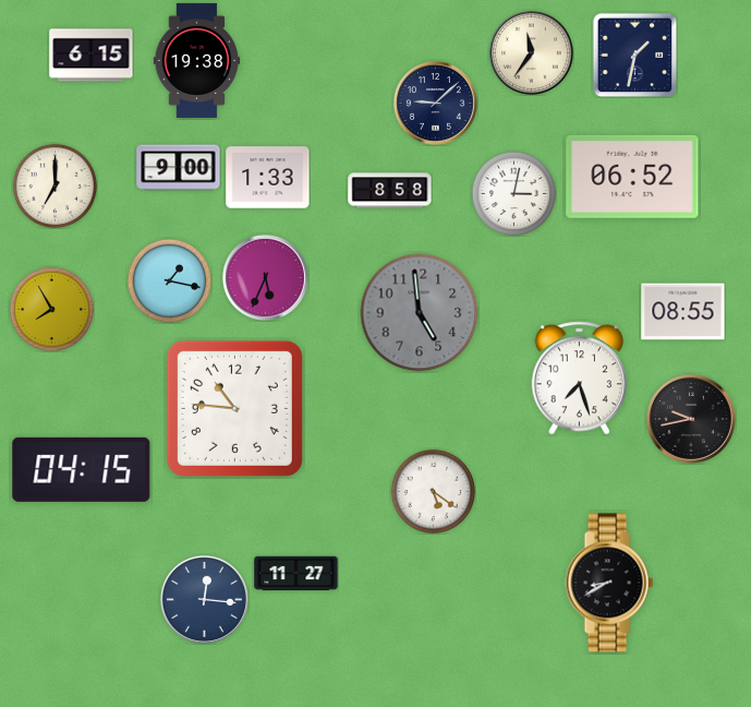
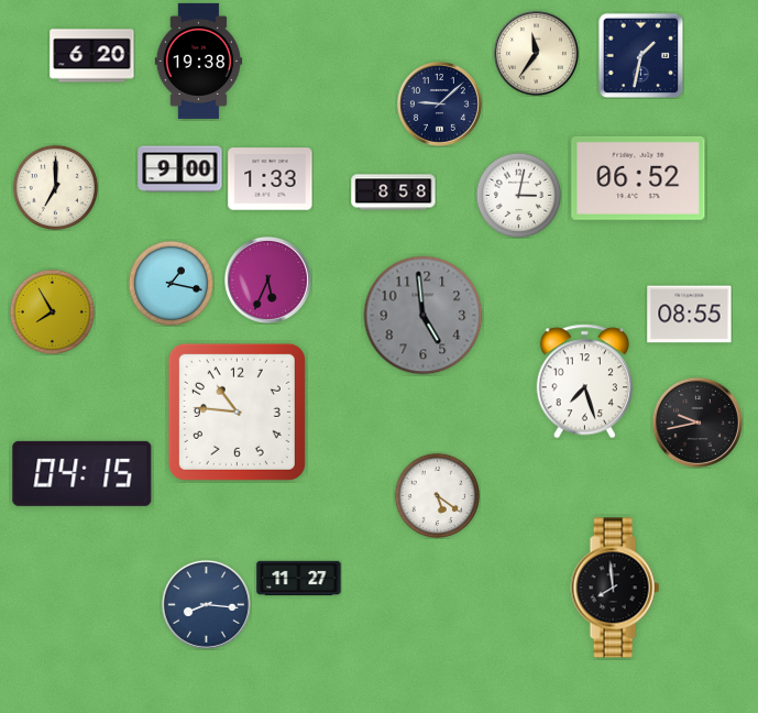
clock at (92, 56): 6:15 -> 6:20
clock at (609, 583): 8:40 -> 7:59
clock at (204, 599): 12:16 -> 8:16
